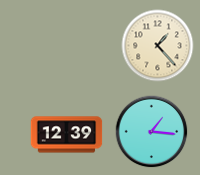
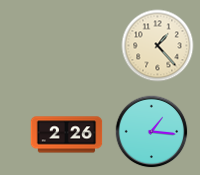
clock at (67, 135): 12:39 -> 2:26
